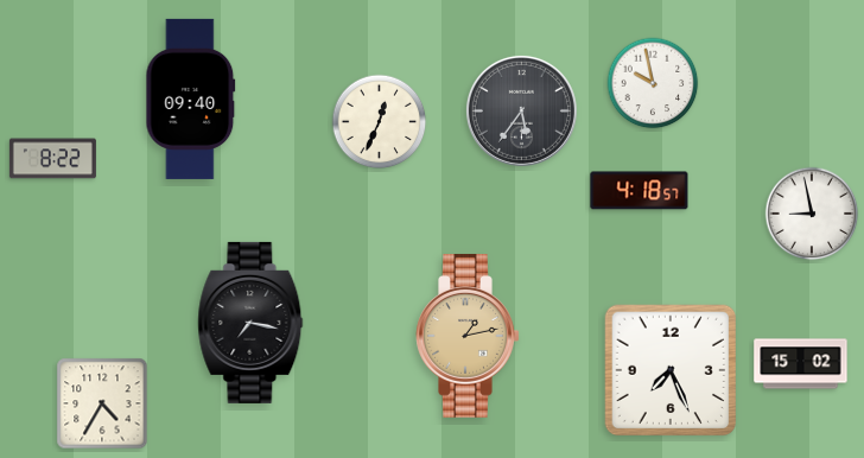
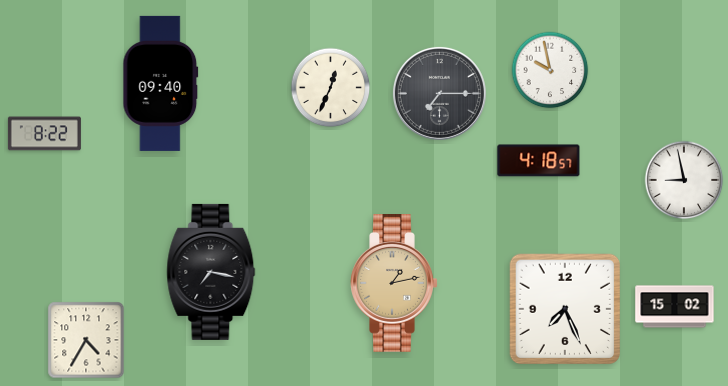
clock at (521, 110): 5:36 -> 7:15
clock at (380, 122) position: (380, 122) -> (331, 88)
clock at (671, 370) position: (671, 370) -> (565, 309)
